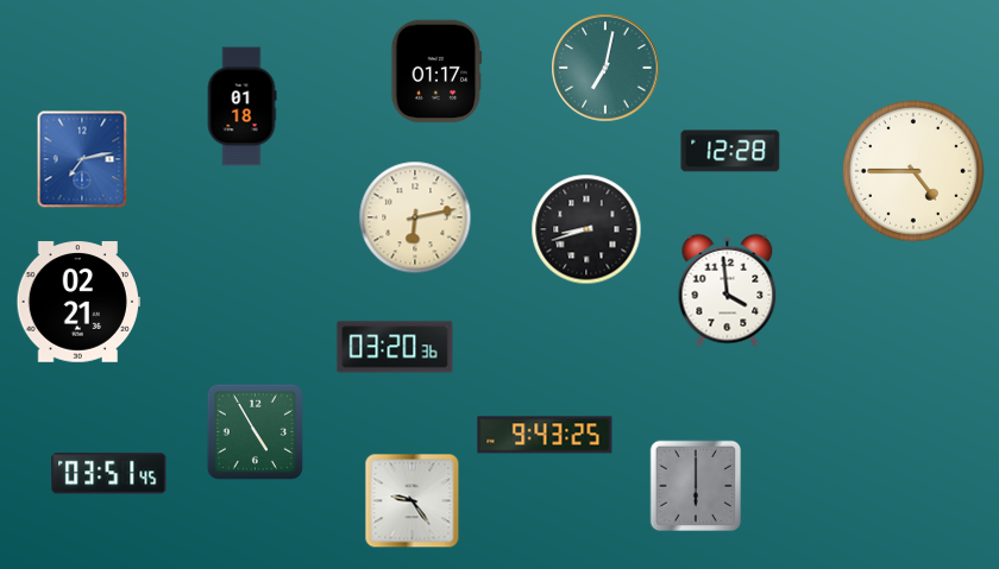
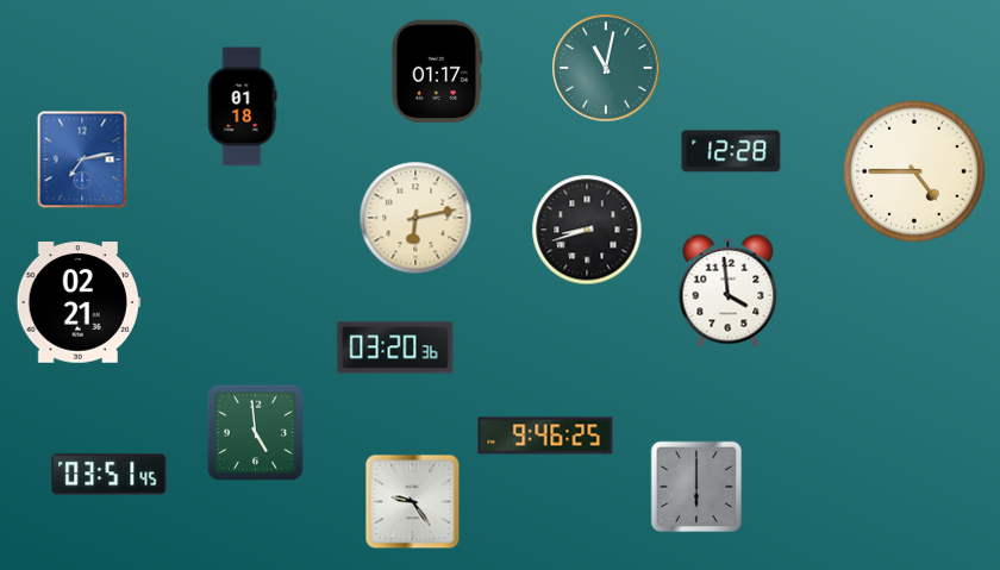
clock at (605, 68): 7:02 -> 11:02
clock at (255, 431): 4:55 -> 4:59
clock at (545, 435): 9:43 -> 9:46
